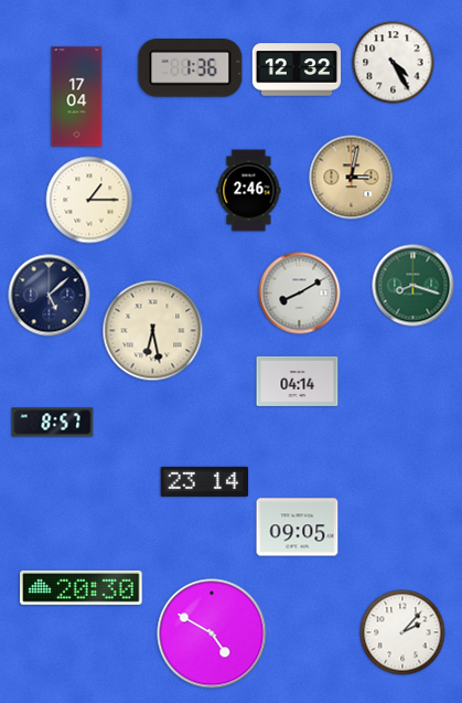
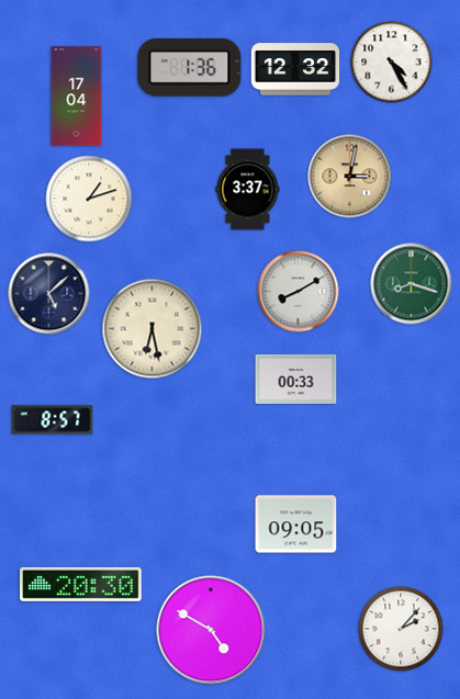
clock at (249, 191): 2:46 -> 3:37
clock at (89, 200): 1:15 -> 1:12
clock at (298, 381): 04:14 -> 00:33
clock at (205, 481): 23:14 -> none
